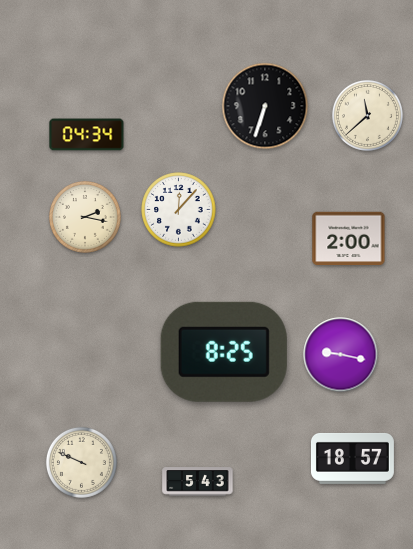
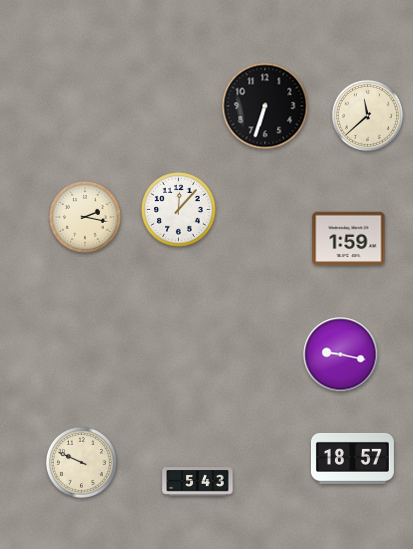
clock at (87, 135): 04:34 -> none
clock at (349, 239): 2:00 -> 1:59
clock at (224, 352): 8:25 -> none
